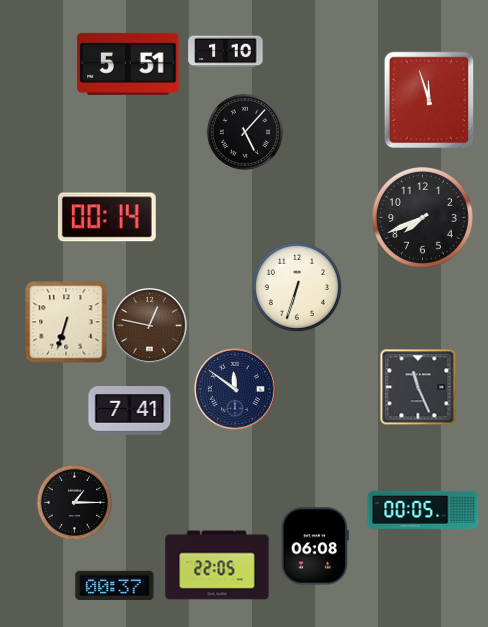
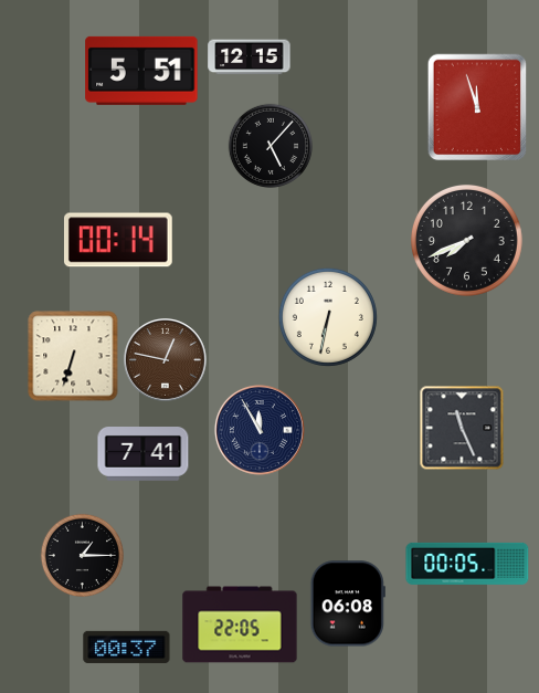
clock at (226, 52): 1:10 -> 12:15
clock at (429, 100) position: (429, 100) -> (477, 107)
clock at (297, 287): 6:33 -> 6:32
clock at (235, 389): 11:51 -> 11:55
